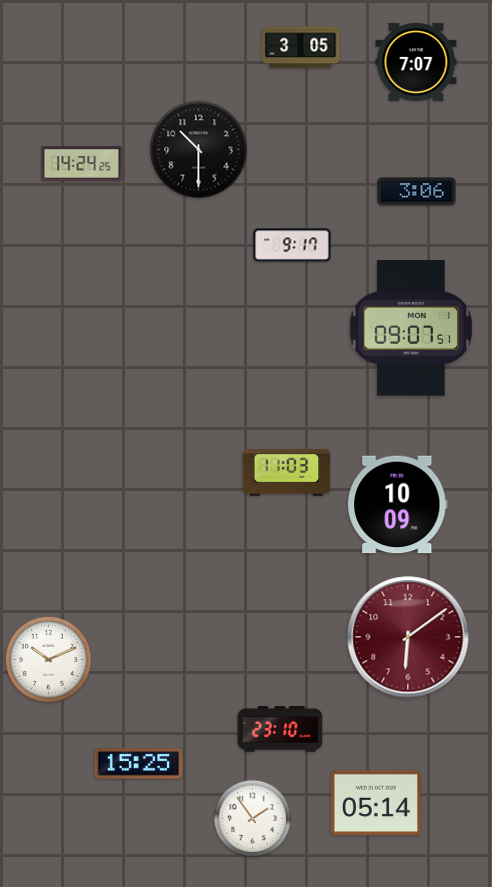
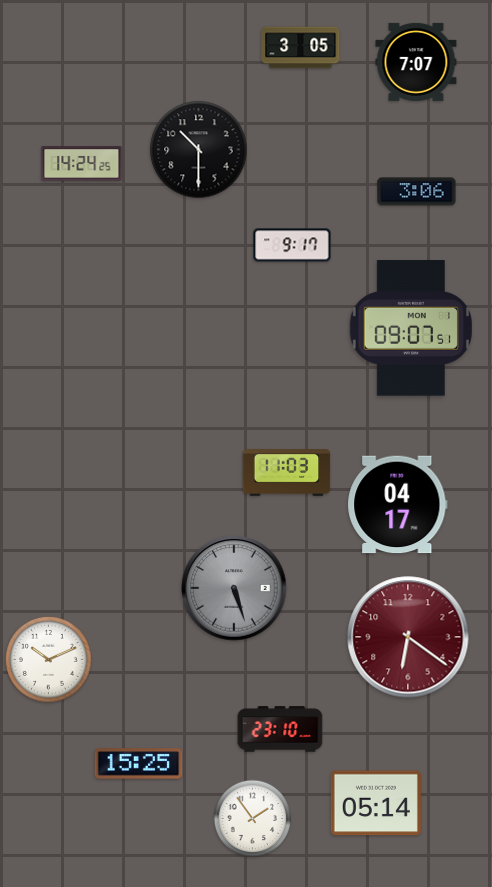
clock at (398, 505): 10:09 -> 04:17
clock at (234, 588): none -> 5:27
clock at (408, 637): 6:09 -> 6:21
